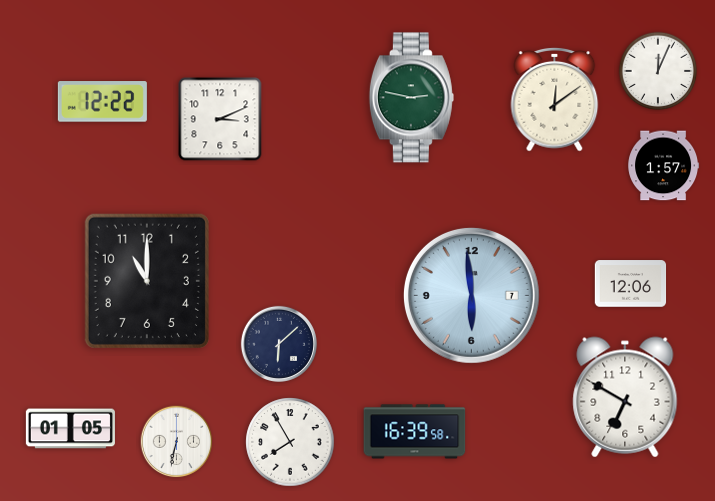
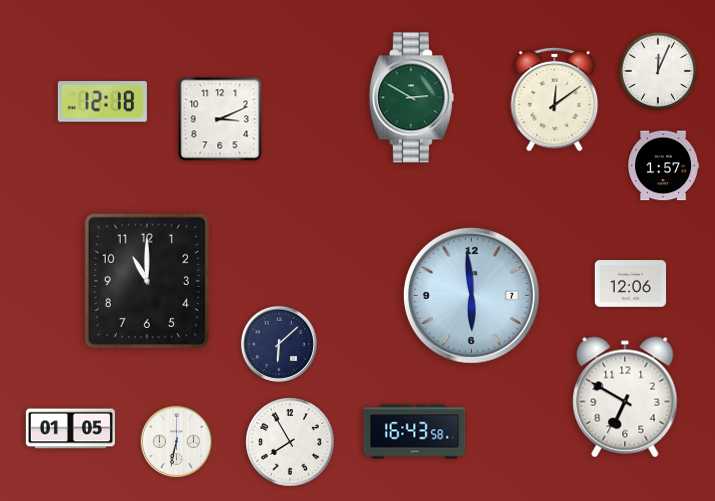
clock at (411, 98): 2:47 -> 2:50
clock at (102, 102): 12:22 -> 12:18
clock at (415, 432): 16:39 -> 16:43
